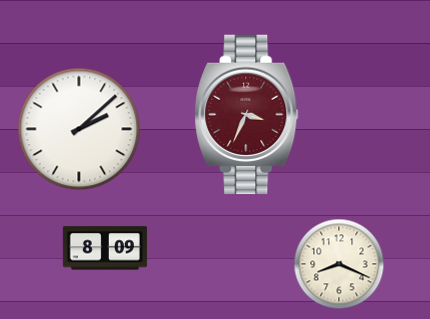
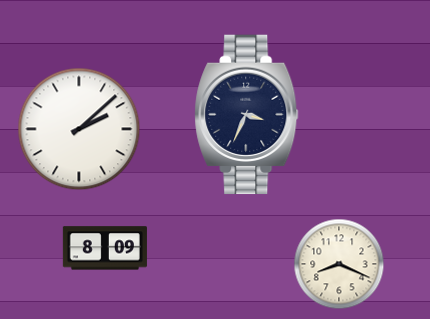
clock at (247, 115) dial: burgundy -> navy
